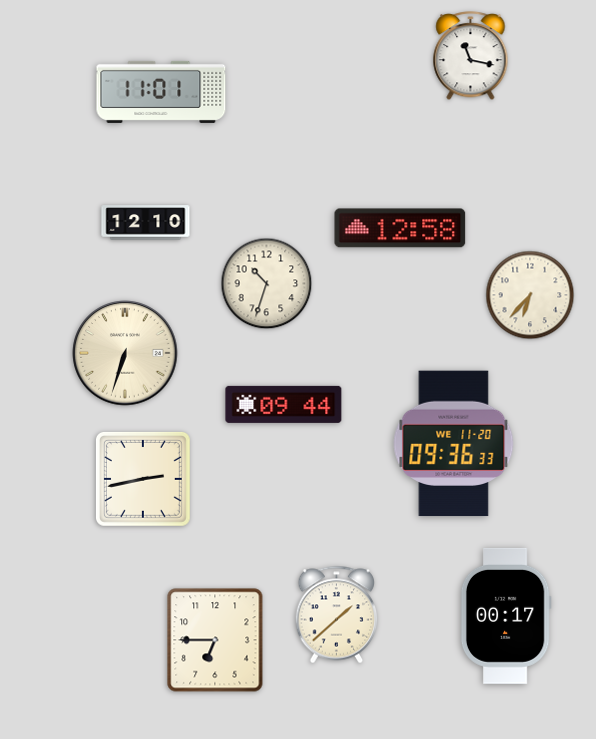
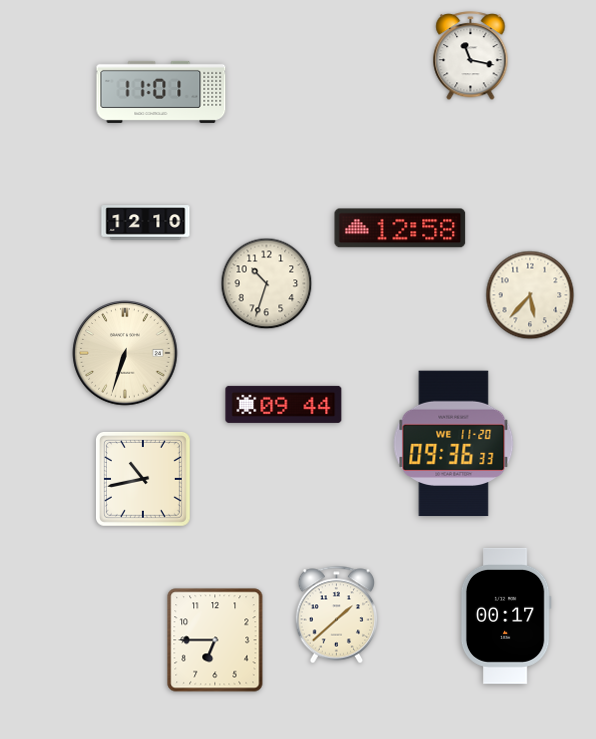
clock at (530, 295): 6:37 -> 5:37
clock at (143, 479): 2:43 -> 10:43
